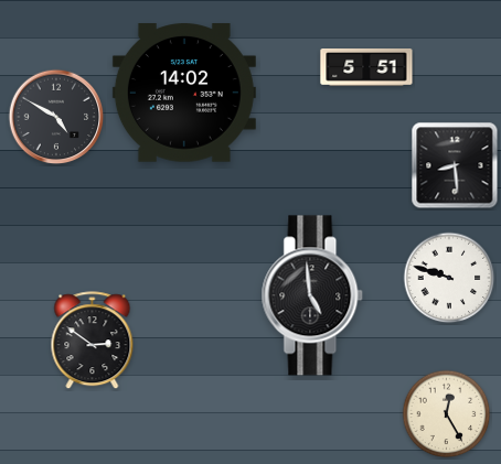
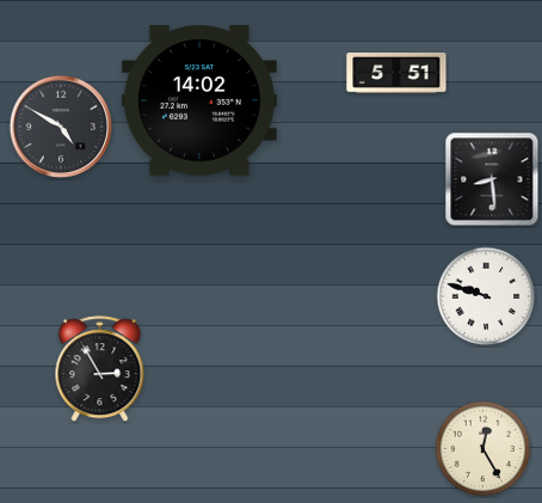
clock at (449, 278) position: (449, 278) -> (486, 296)
clock at (312, 295): 4:59 -> none
clock at (93, 341): 2:51 -> 2:55
